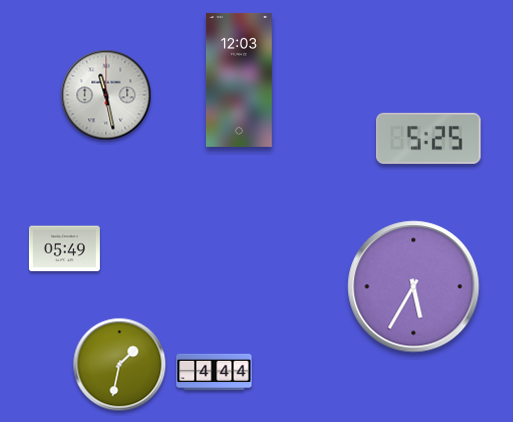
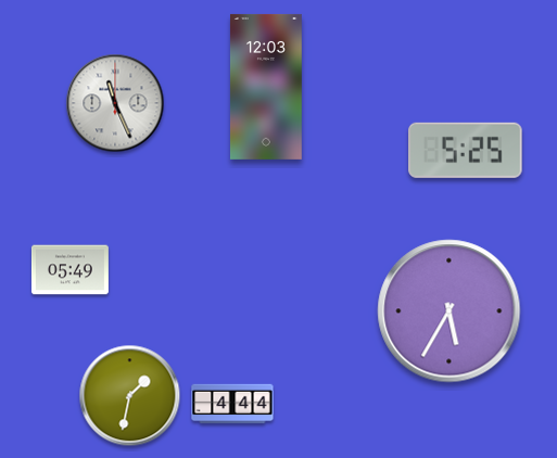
clock at (239, 80) position: (239, 80) -> (266, 87)
clock at (106, 95): 11:28 -> 11:26
